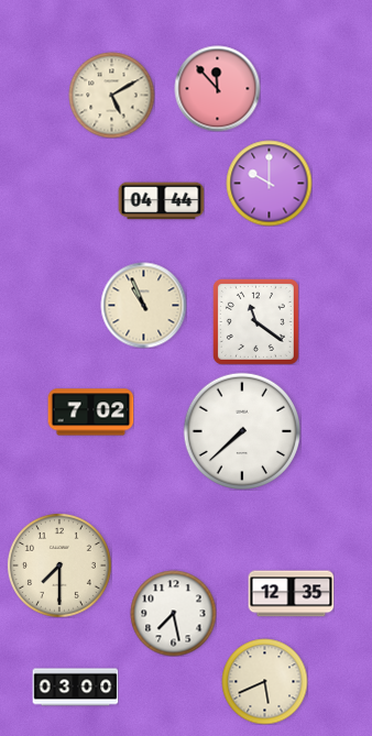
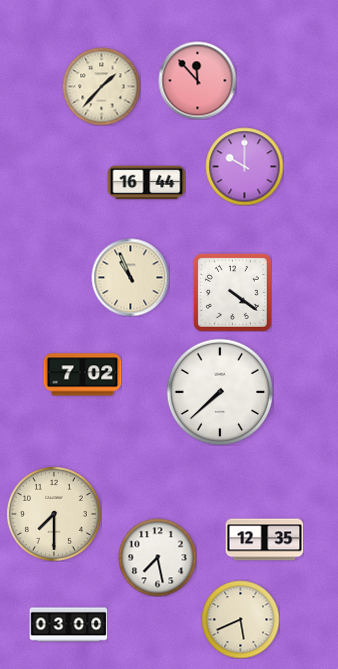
clock at (111, 95): 5:10 -> 1:37
clock at (161, 201): 04:44 -> 16:44
clock at (255, 321): 11:21 -> 4:21
